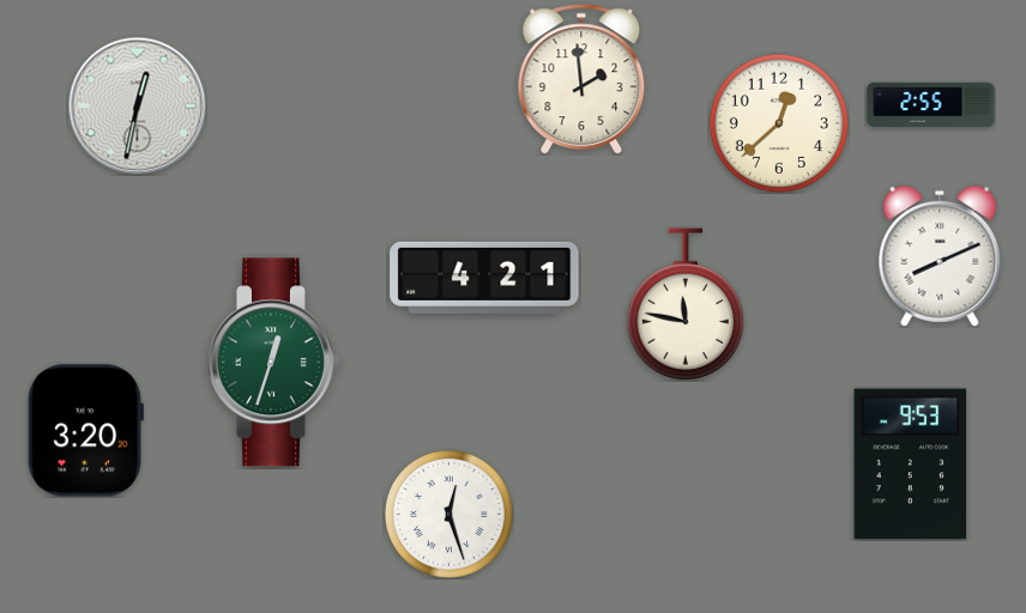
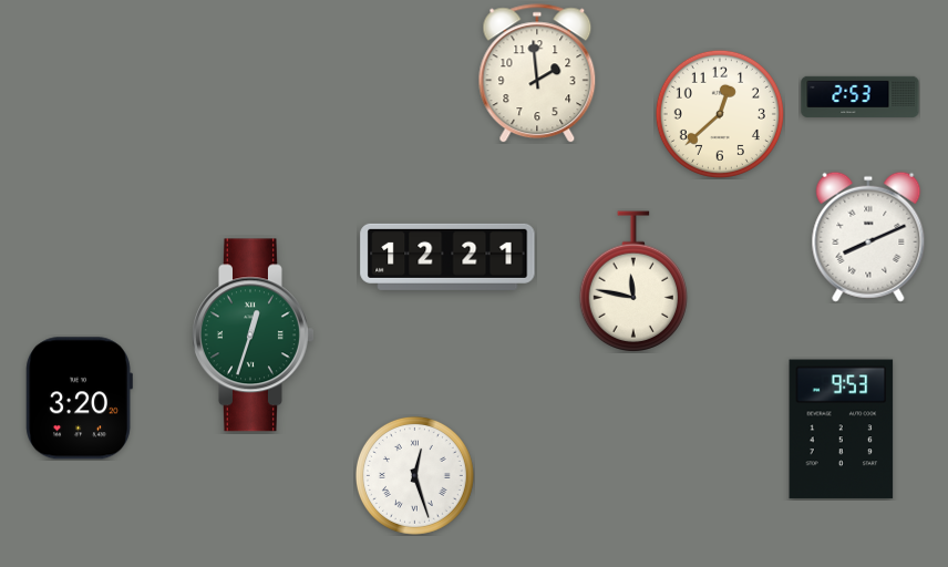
clock at (931, 104): 2:55 -> 2:53
clock at (137, 105): 12:32 -> none
clock at (484, 278): 4:21 -> 12:21
